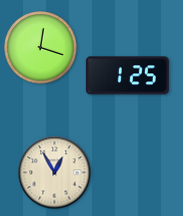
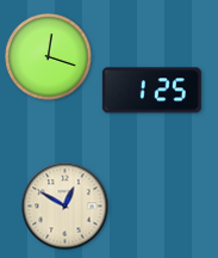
clock at (55, 173): 12:55 -> 12:50
